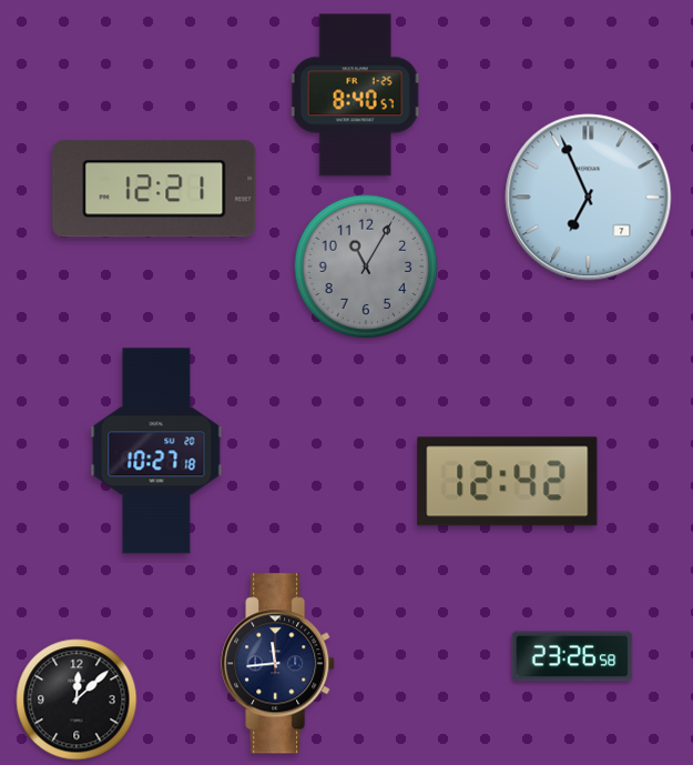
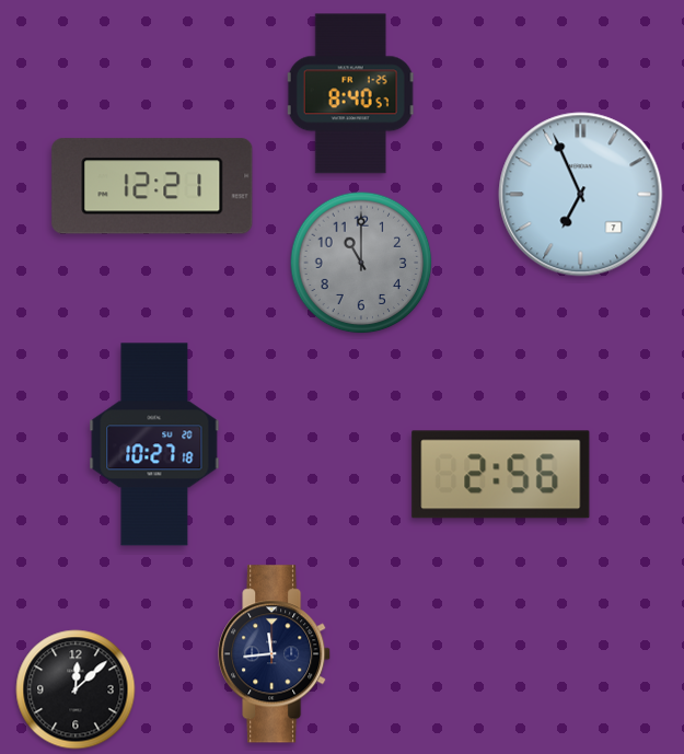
clock at (366, 266): 11:05 -> 11:00
clock at (508, 482): 12:42 -> 2:56
clock at (572, 656): 23:26 -> none
